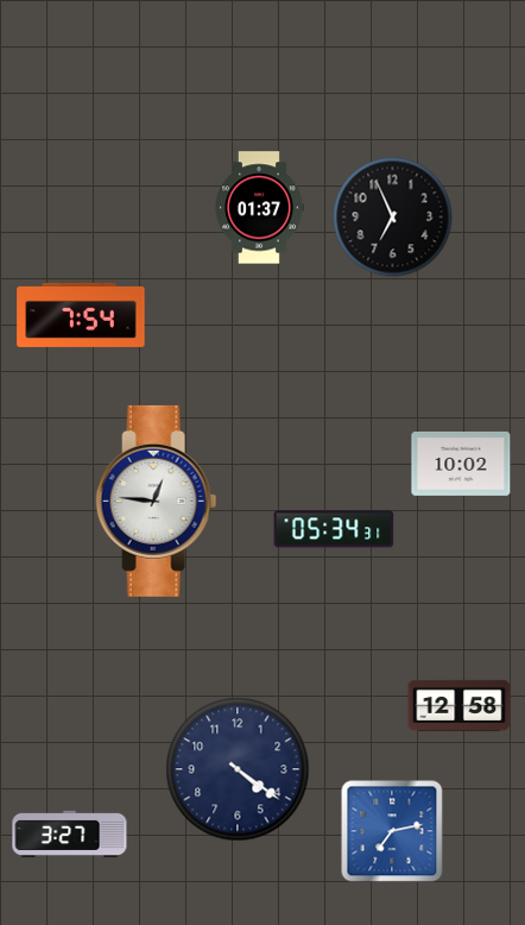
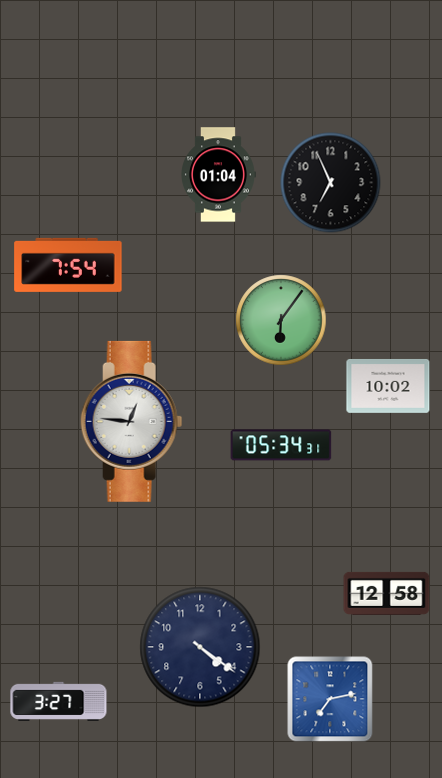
clock at (260, 208): 01:37 -> 01:04
clock at (281, 320): none -> 6:06
clock at (461, 464) position: (461, 464) -> (388, 386)
